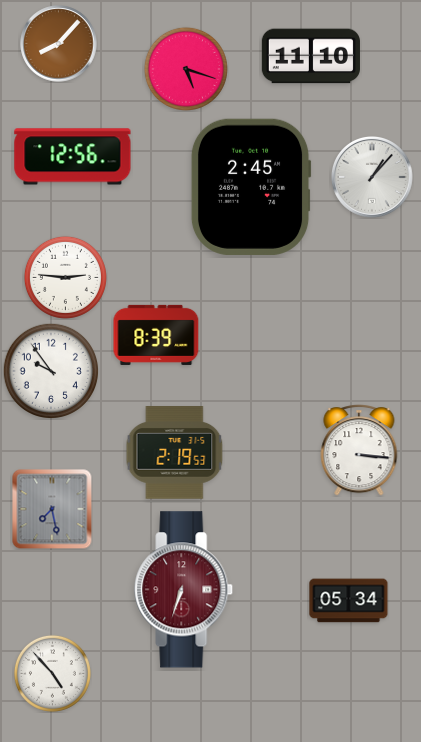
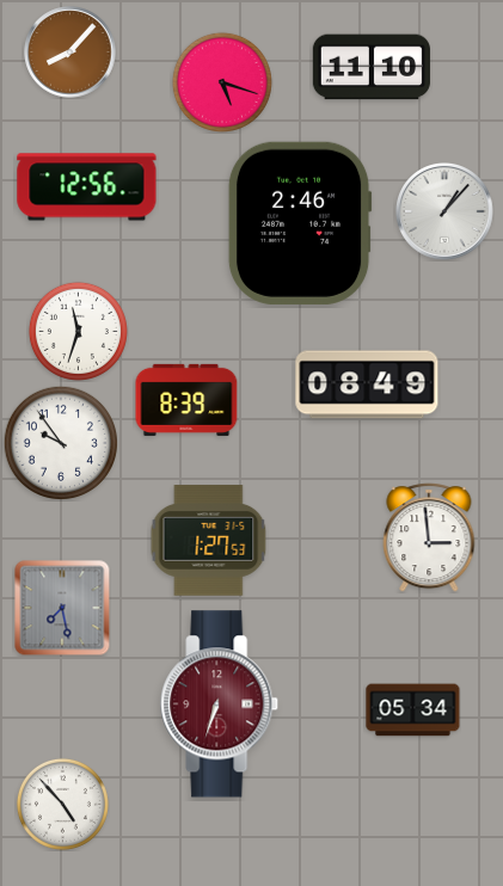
clock at (251, 187): 2:45 -> 2:46
clock at (65, 277): 2:46 -> 11:33
clock at (367, 384): none -> 08:49
clock at (359, 450): 3:16 -> 2:59
clock at (175, 453): 2:19 -> 1:27
clock at (349, 601) position: (349, 601) -> (413, 710)
